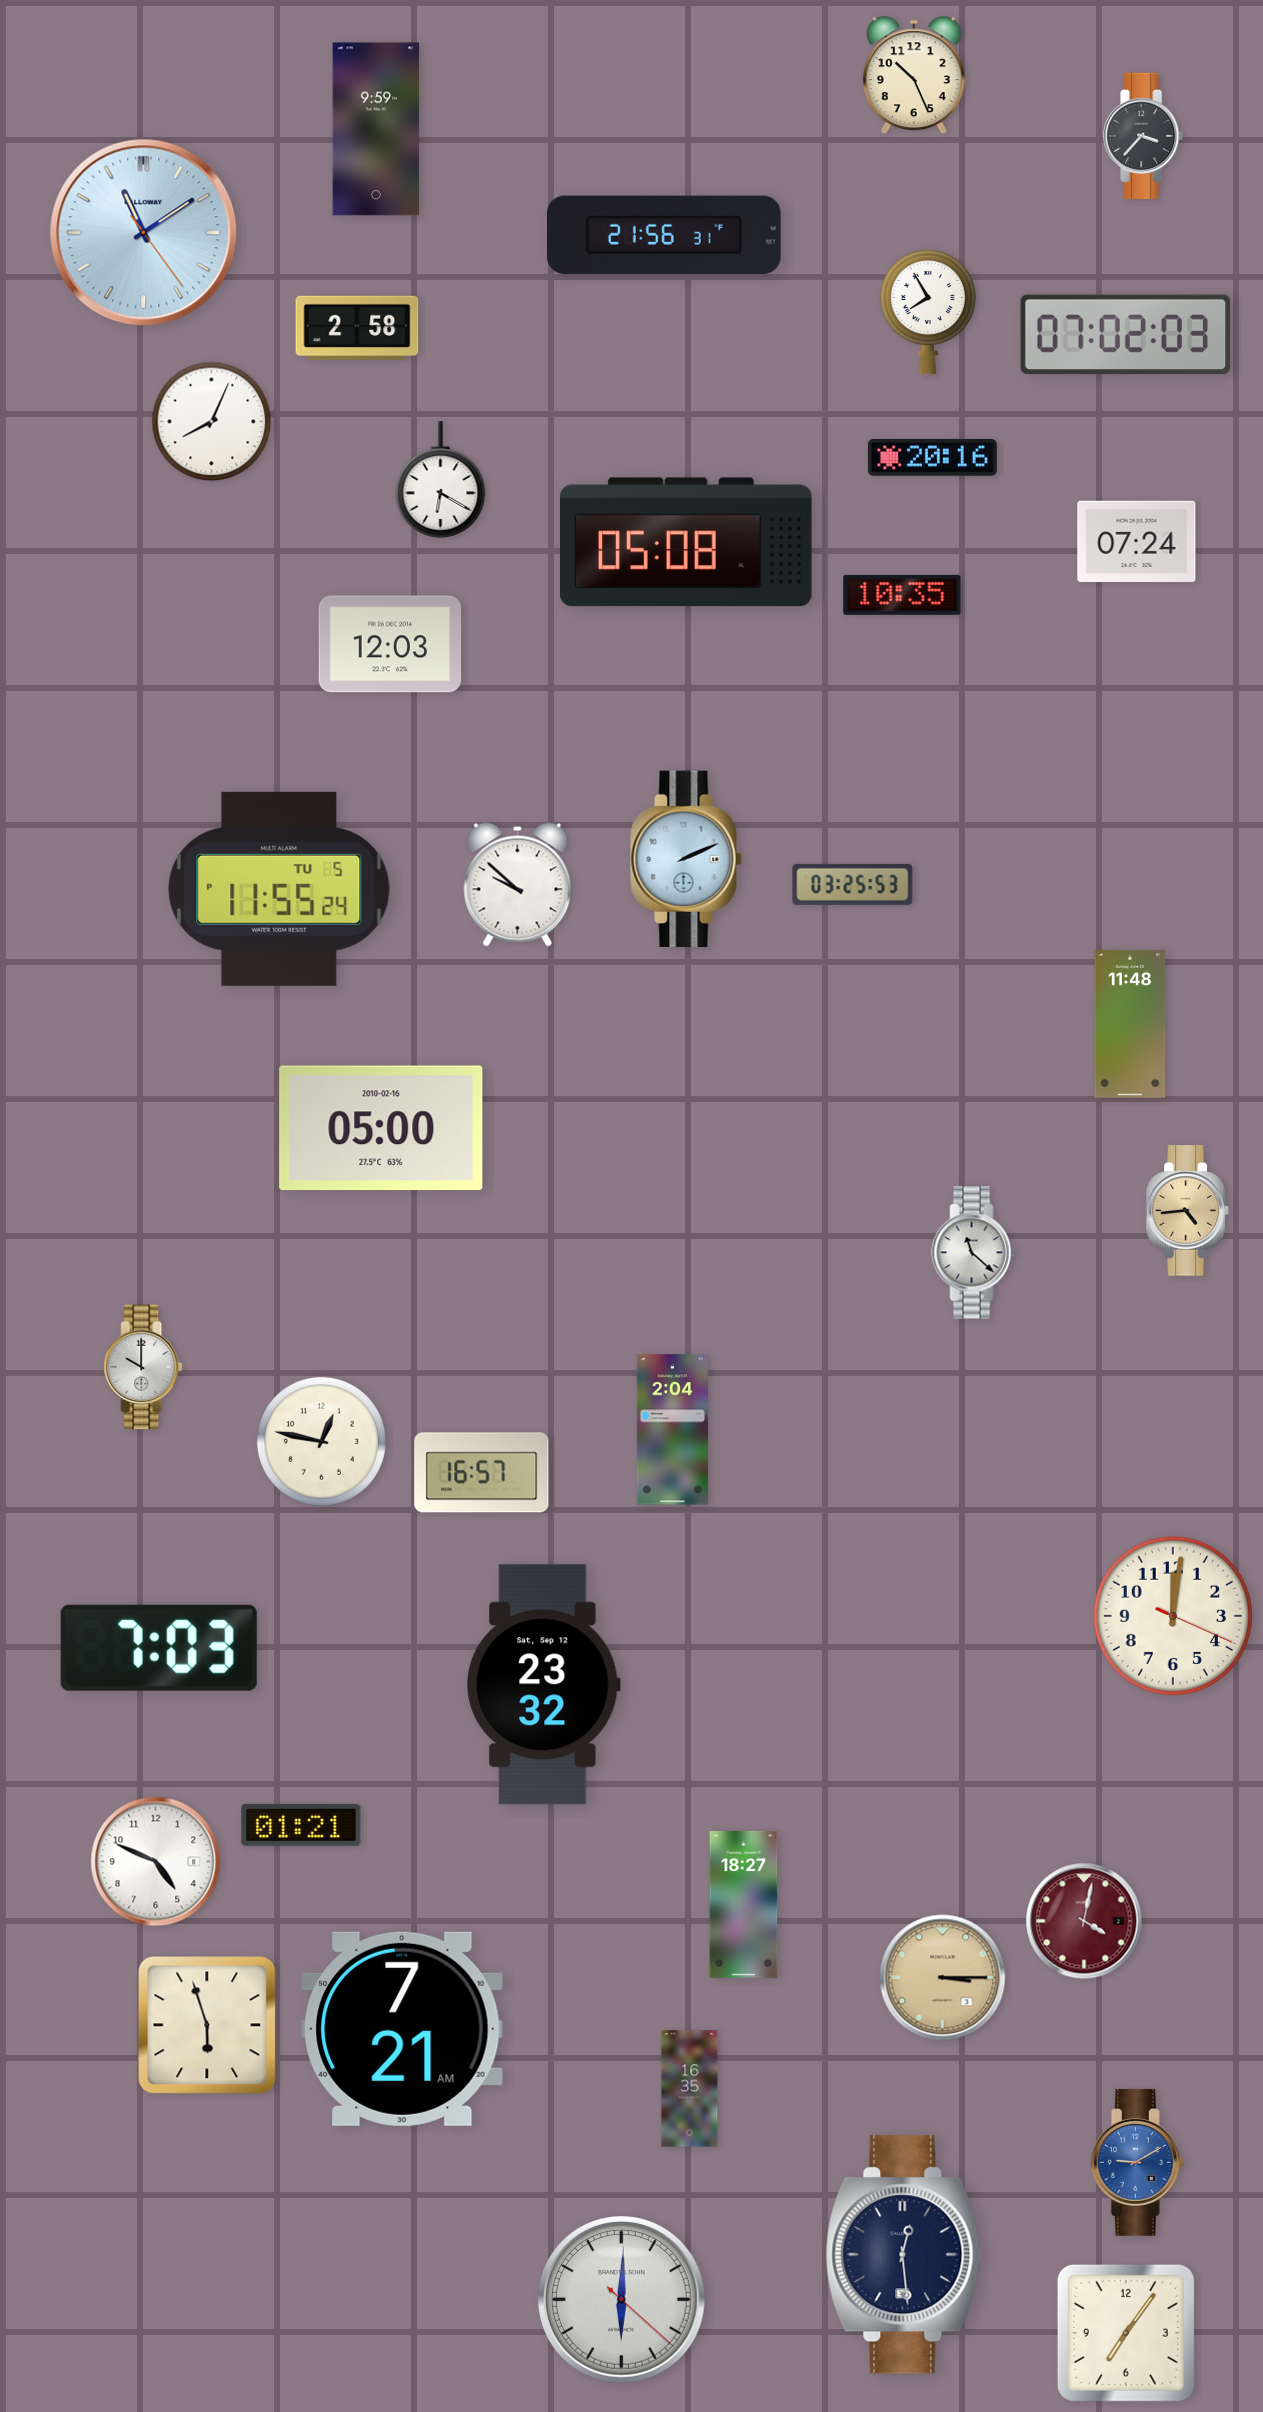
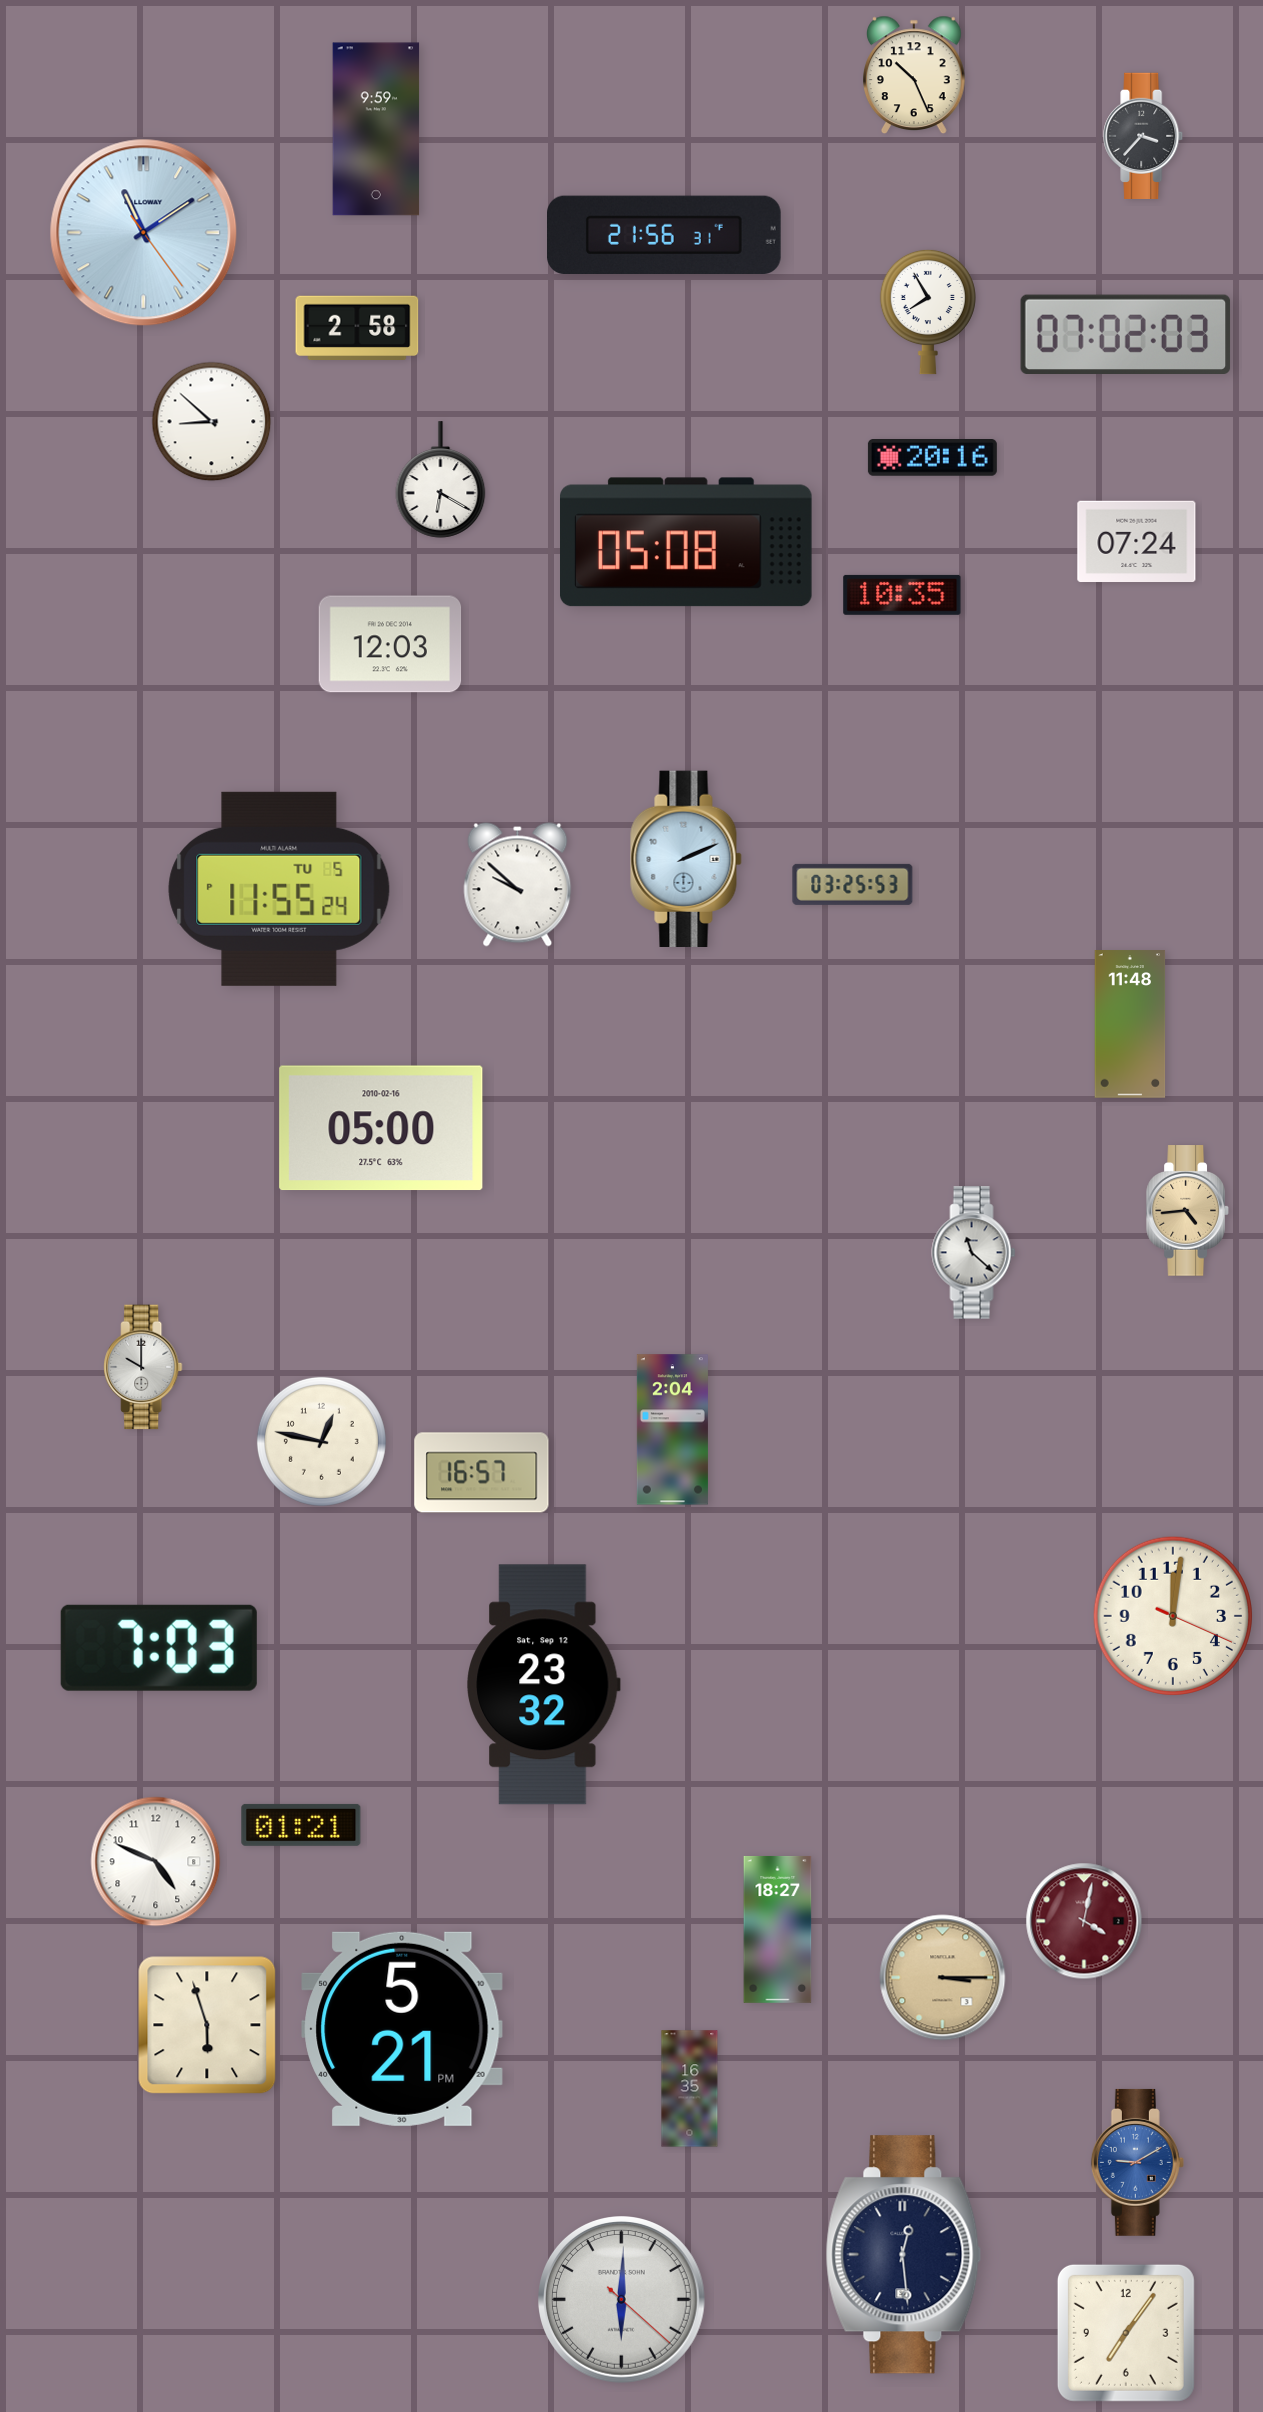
clock at (212, 422): 8:04 -> 8:52
clock at (744, 1904) position: (744, 1904) -> (778, 1929)
clock at (402, 2029): 7:21 -> 5:21
